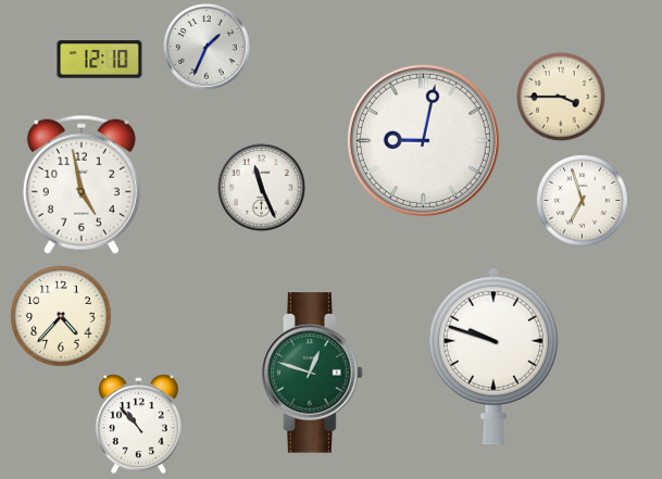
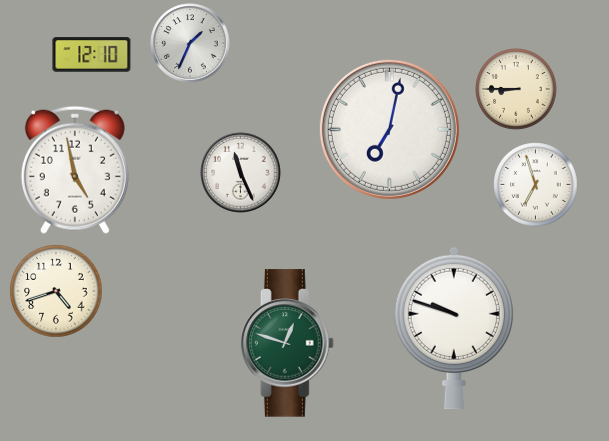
clock at (561, 97): 3:45 -> 8:45
clock at (423, 140): 9:02 -> 7:02
clock at (61, 316): 4:37 -> 4:42
clock at (138, 425): 10:53 -> none
